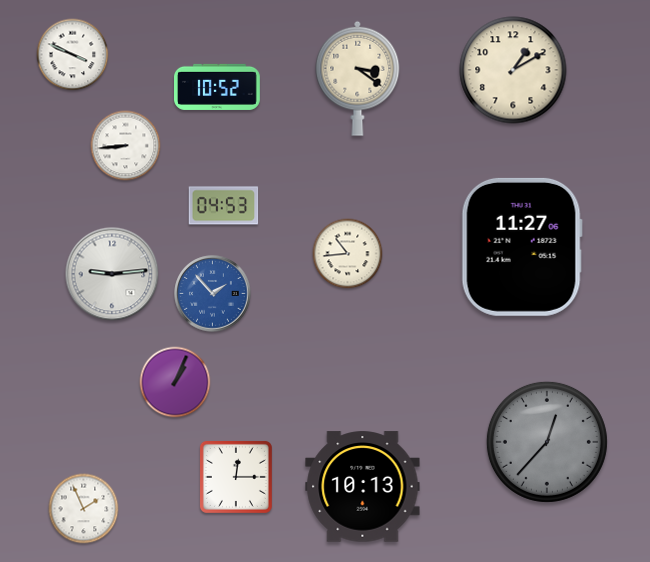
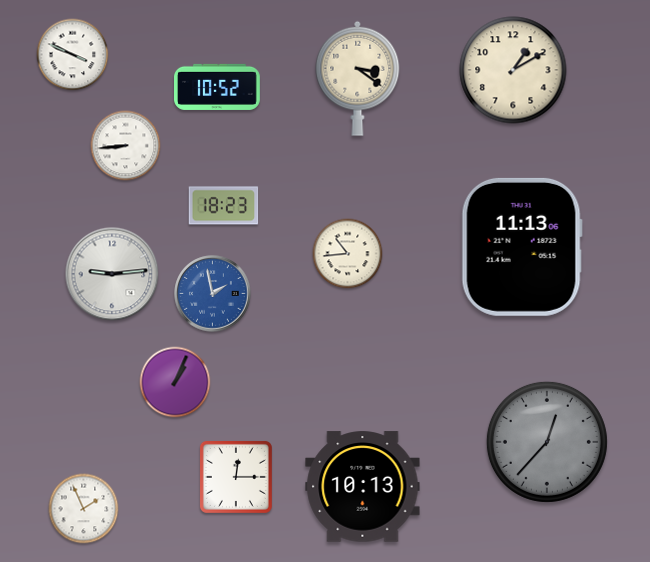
clock at (224, 206): 04:53 -> 18:23
clock at (522, 247): 11:27 -> 11:13
clock at (213, 294): 1:53 -> 1:58
